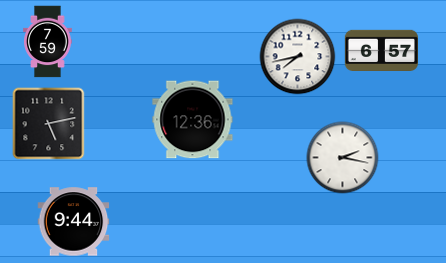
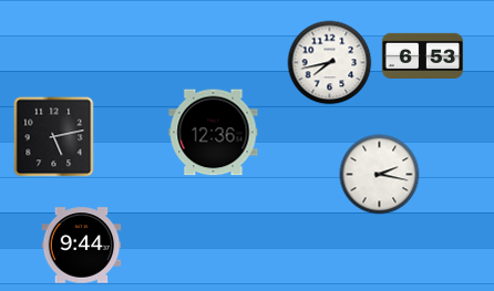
clock at (48, 42): 7:59 -> none
clock at (381, 50): 6:57 -> 6:53
